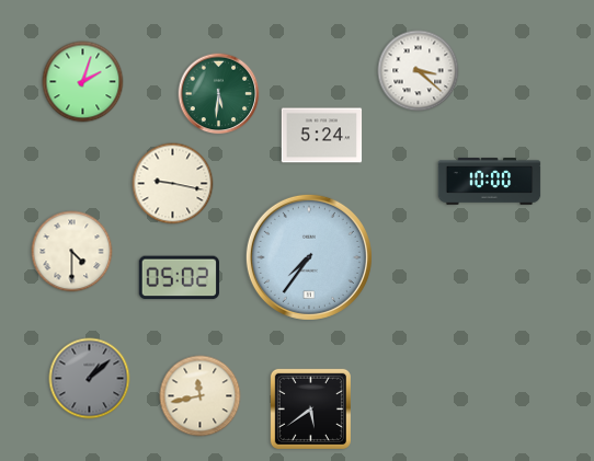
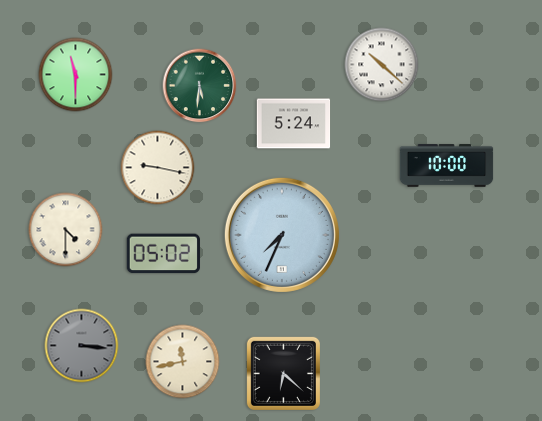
clock at (419, 71): 3:22 -> 10:22
clock at (83, 82): 2:03 -> 11:30
clock at (309, 257): 7:36 -> 7:34
clock at (90, 379): 1:08 -> 3:16
clock at (310, 408): 5:39 -> 6:22
